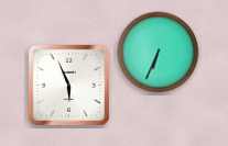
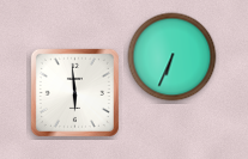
clock at (68, 85): 5:56 -> 5:59
